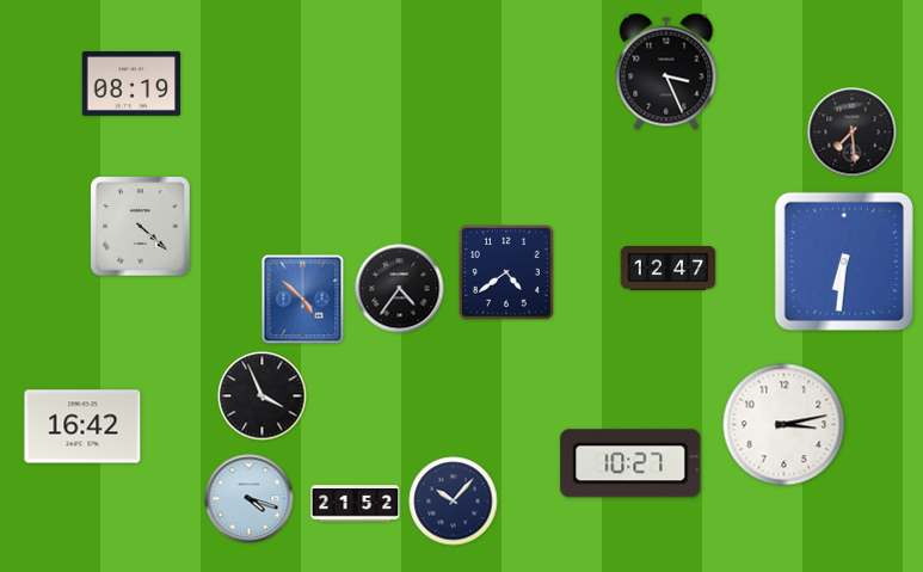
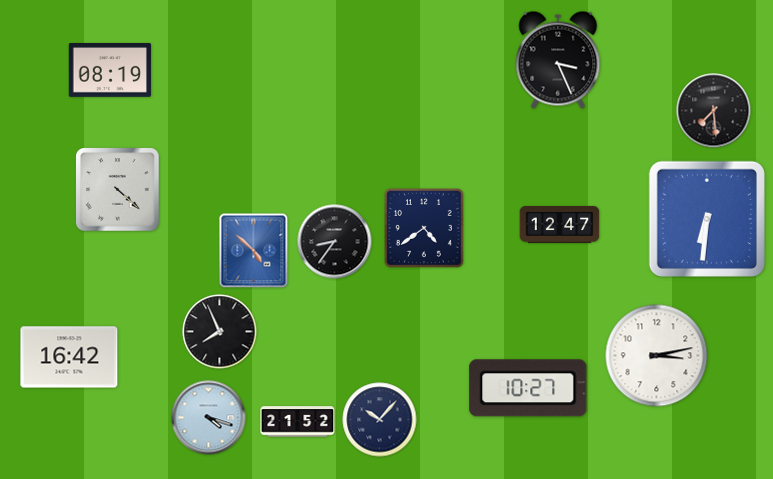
clock at (400, 289): 4:36 -> 8:36
clock at (263, 396): 3:56 -> 7:56
